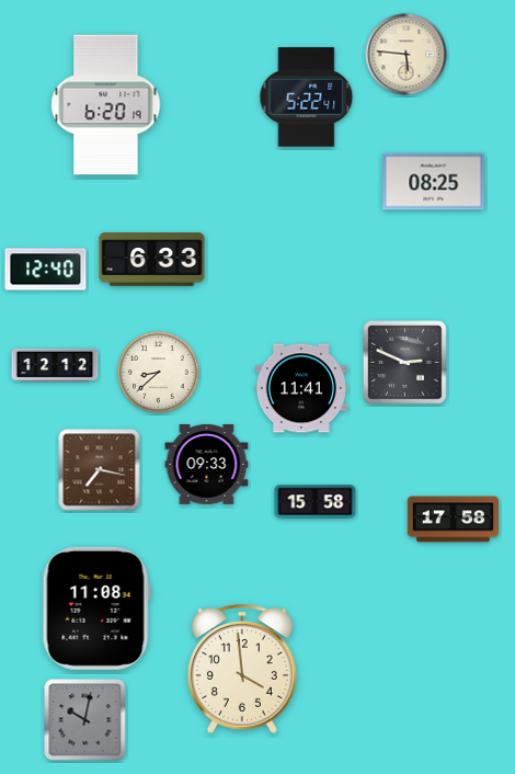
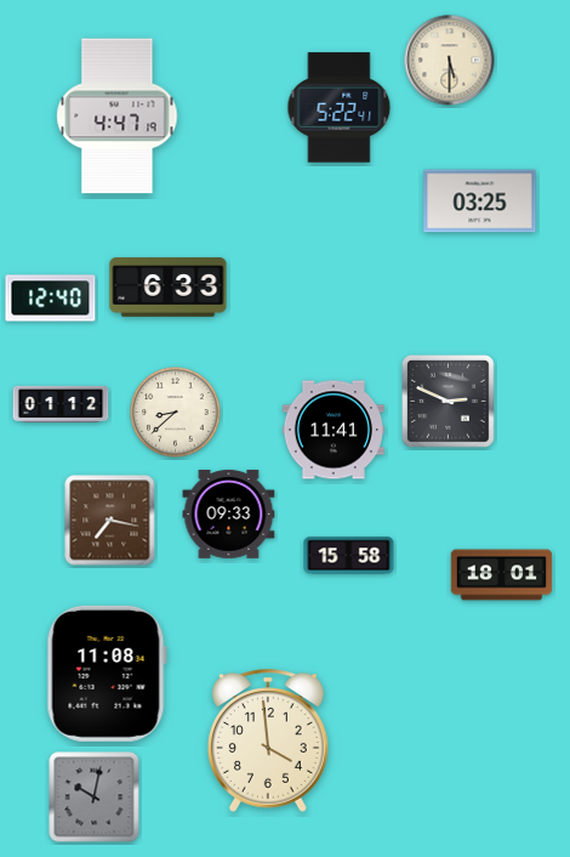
clock at (407, 55): 5:46 -> 5:30
clock at (106, 105): 6:20 -> 4:47
clock at (434, 182): 08:25 -> 03:25
clock at (55, 364): 12:12 -> 01:12
clock at (454, 520): 17:58 -> 18:01
